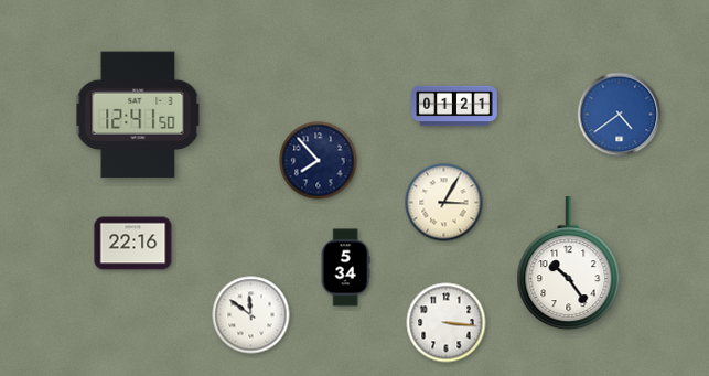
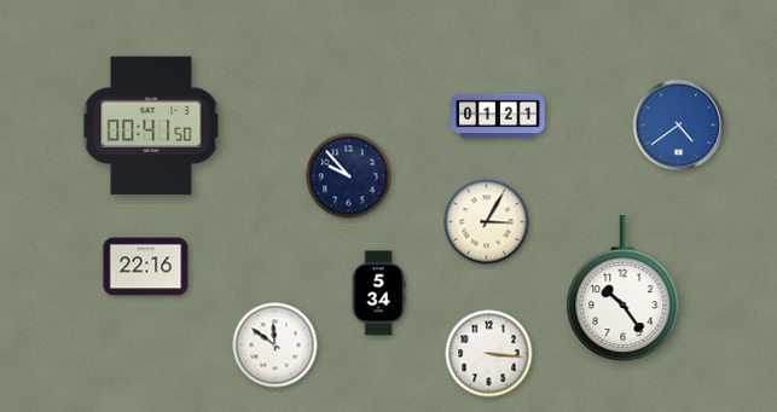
clock at (138, 115): 12:41 -> 00:41
clock at (319, 161): 7:53 -> 9:53
